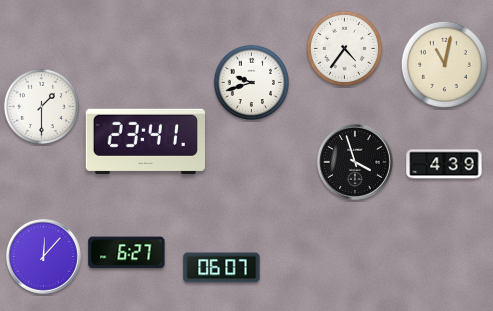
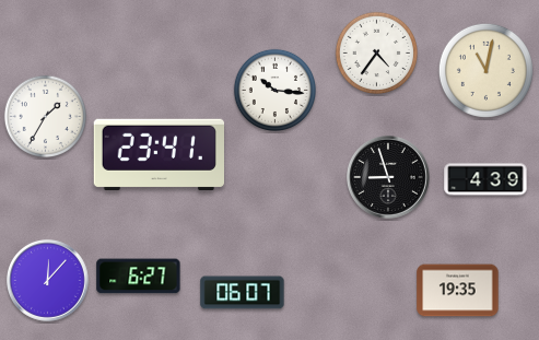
clock at (251, 82): 9:42 -> 10:16
clock at (41, 106): 1:30 -> 1:35
clock at (356, 163): 3:57 -> 8:57
clock at (458, 291): none -> 19:35
